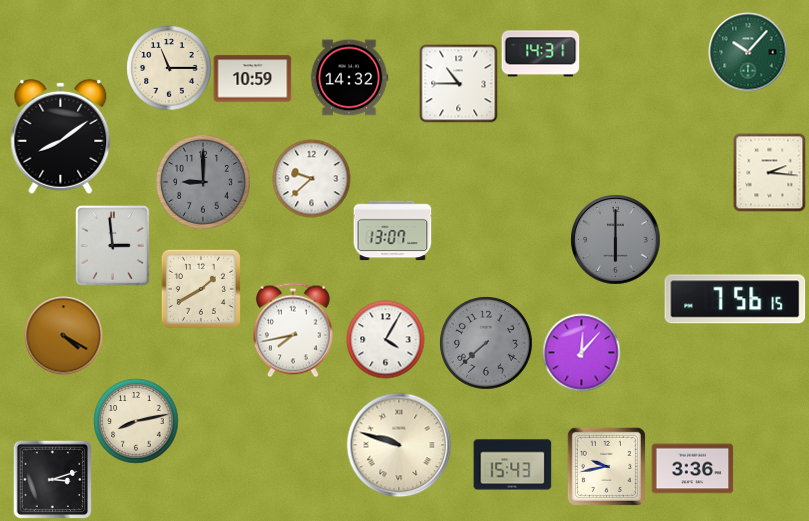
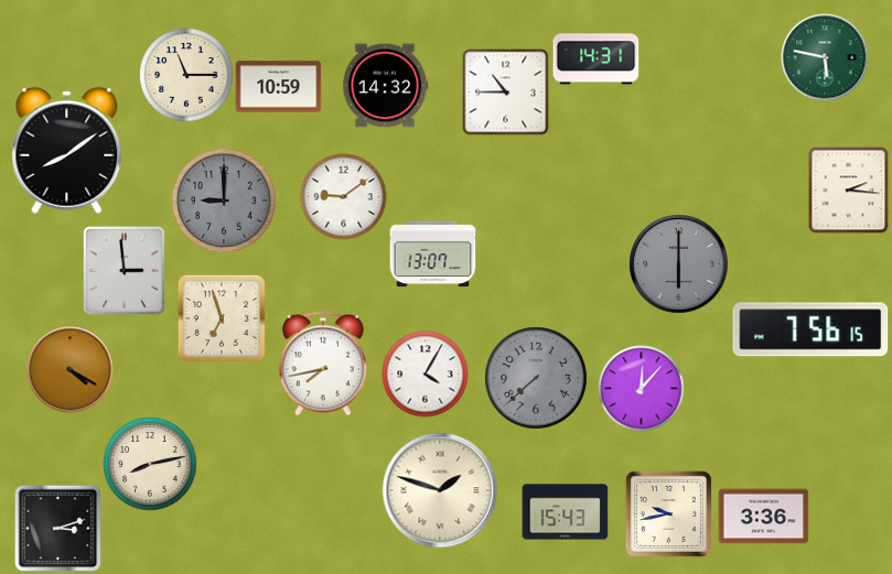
clock at (748, 52): 10:07 -> 5:47
clock at (311, 178): 9:38 -> 9:09
clock at (201, 289): 1:40 -> 6:57
clock at (399, 445): 9:48 -> 1:48
